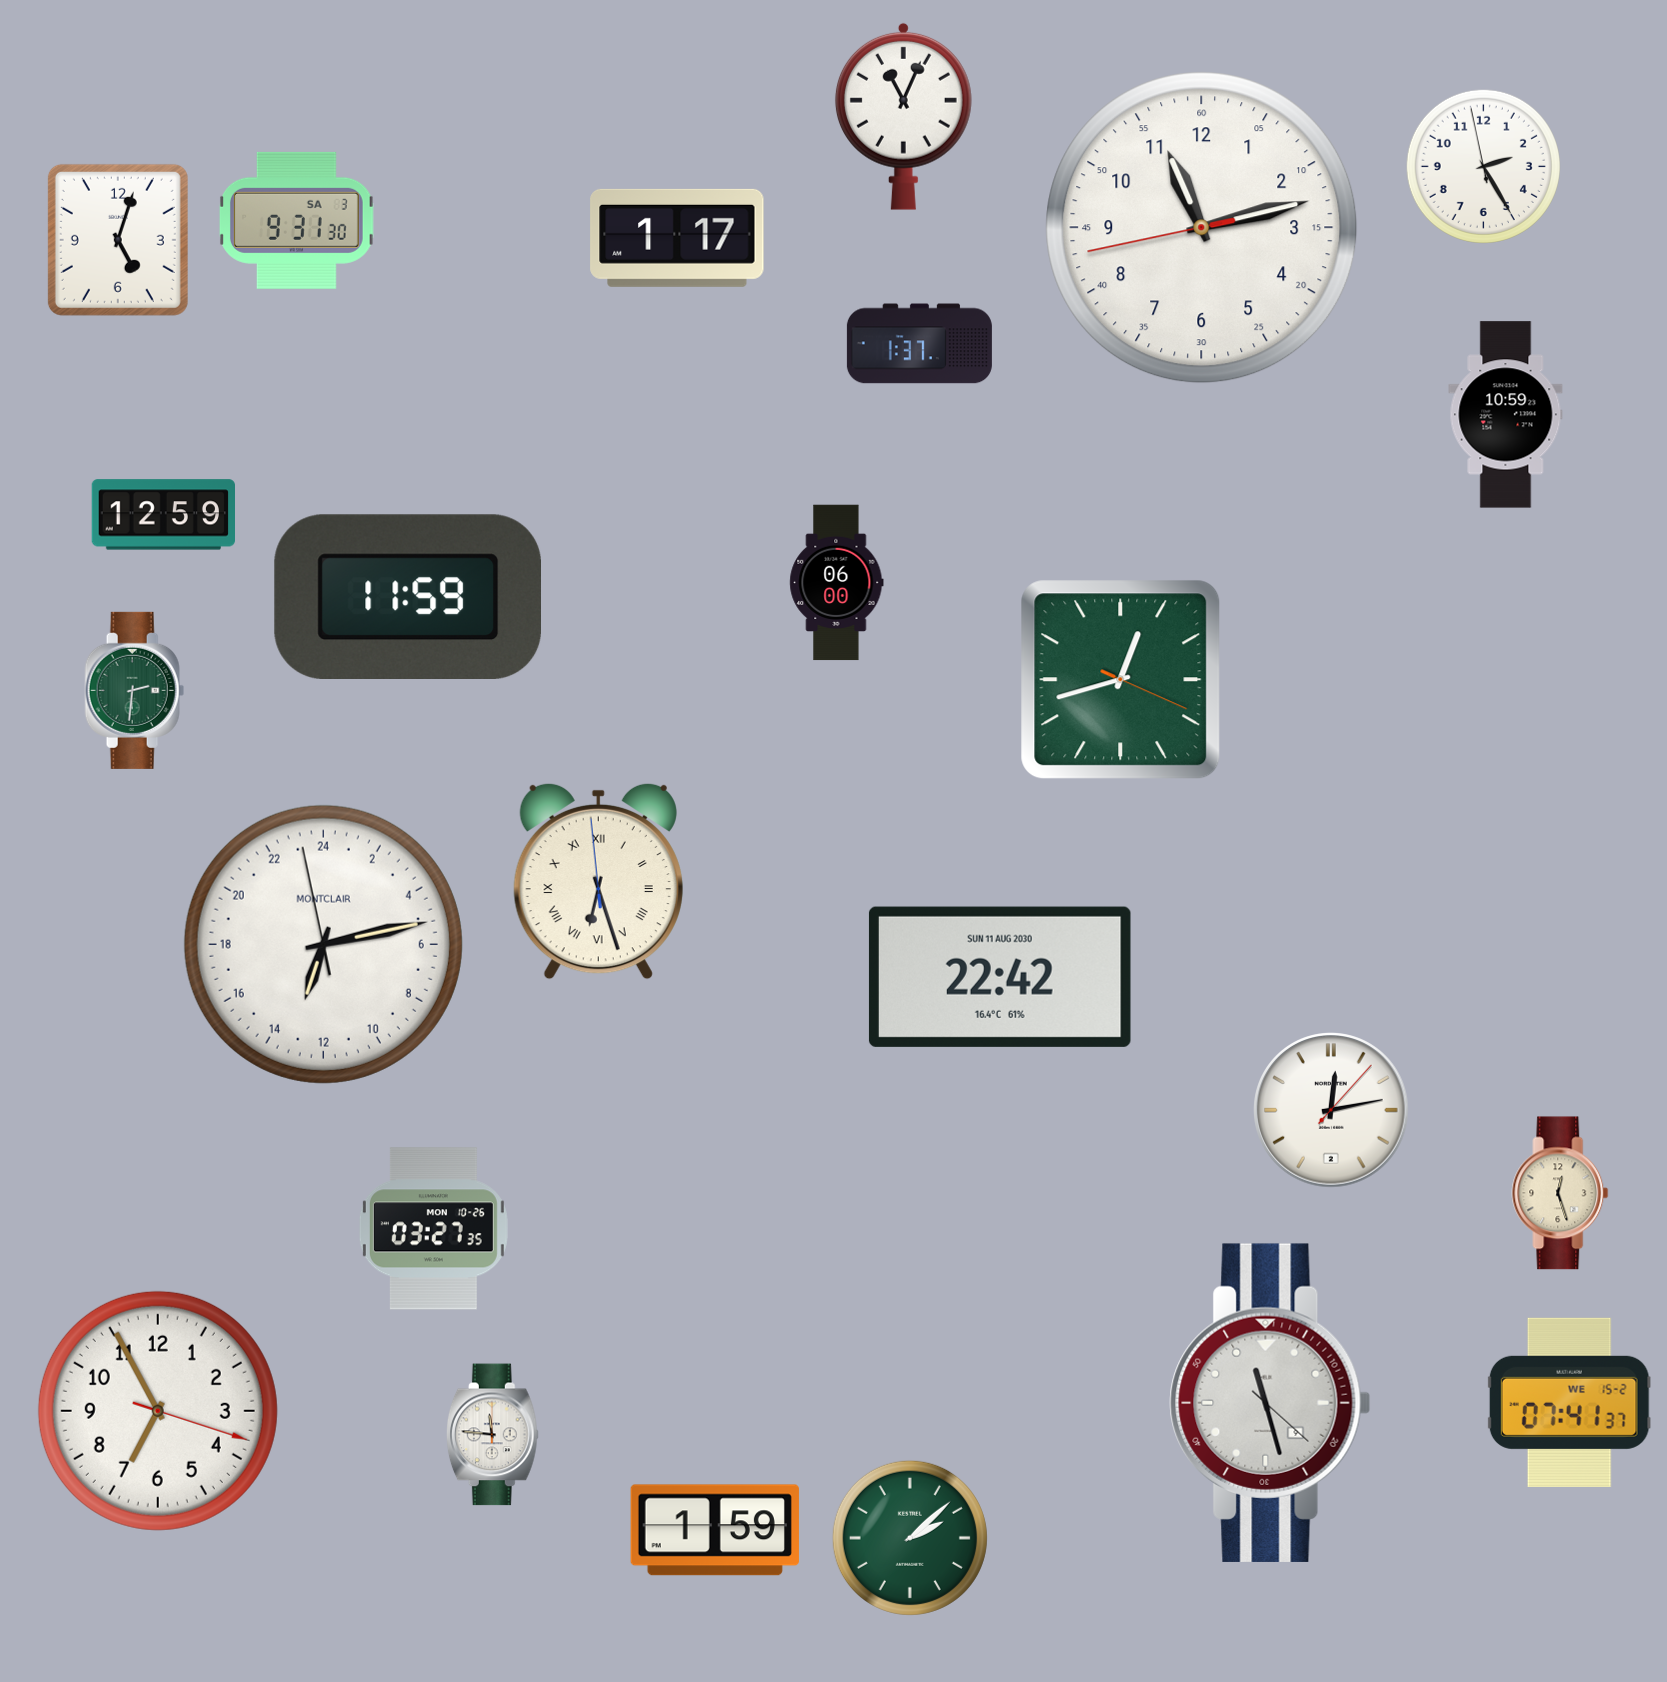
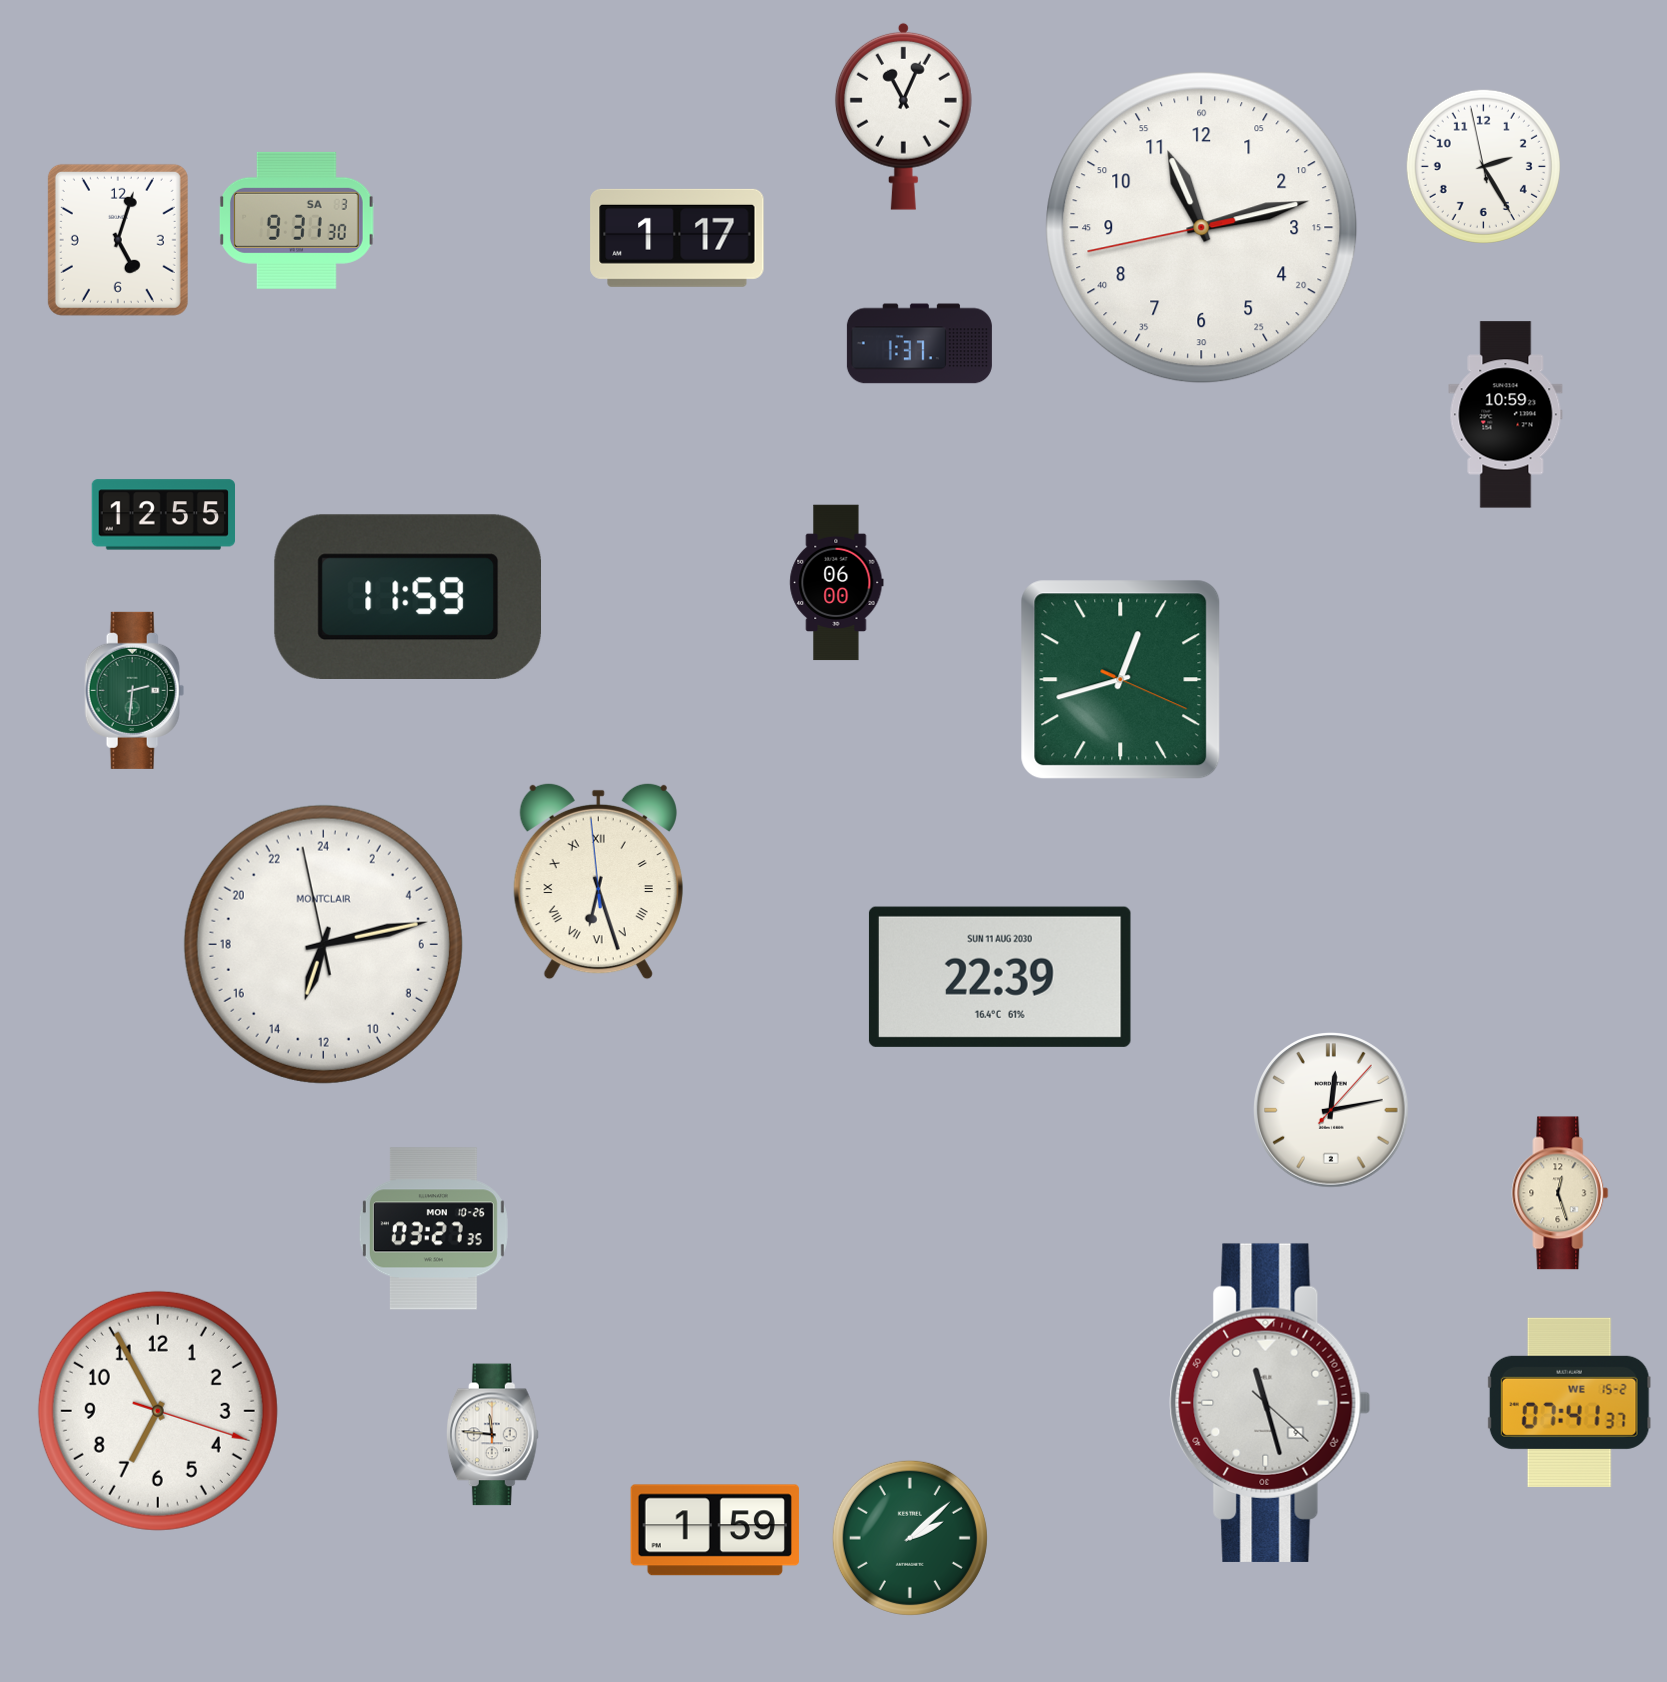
clock at (163, 515): 12:59 -> 12:55
clock at (1000, 977): 22:42 -> 22:39
